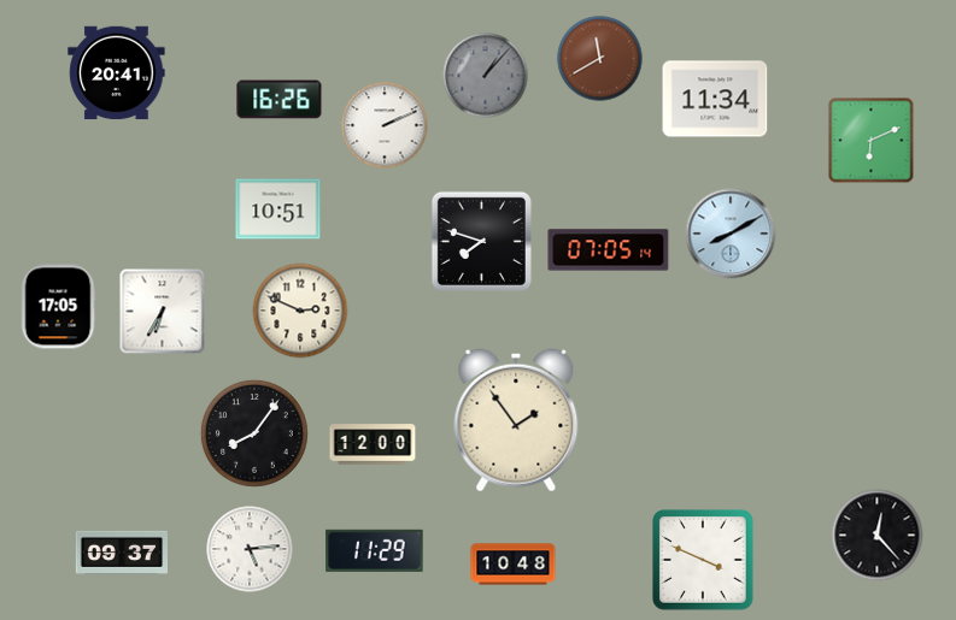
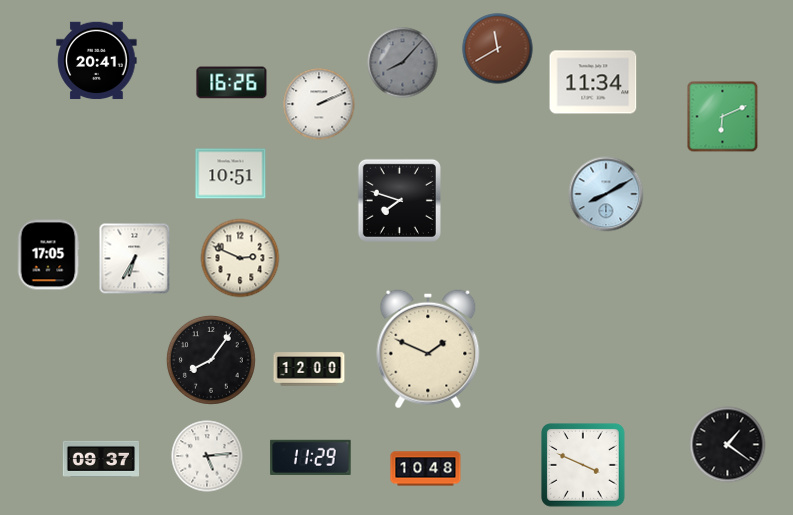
clock at (486, 76): 1:07 -> 8:07
clock at (609, 250): 07:05 -> none
clock at (300, 311) position: (300, 311) -> (240, 258)
clock at (516, 420): 1:54 -> 1:49
clock at (878, 536): 12:23 -> 1:21
